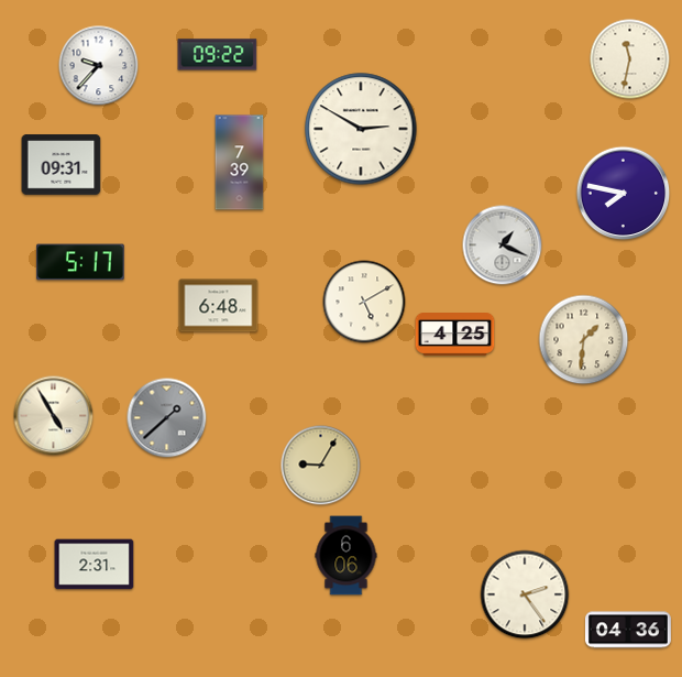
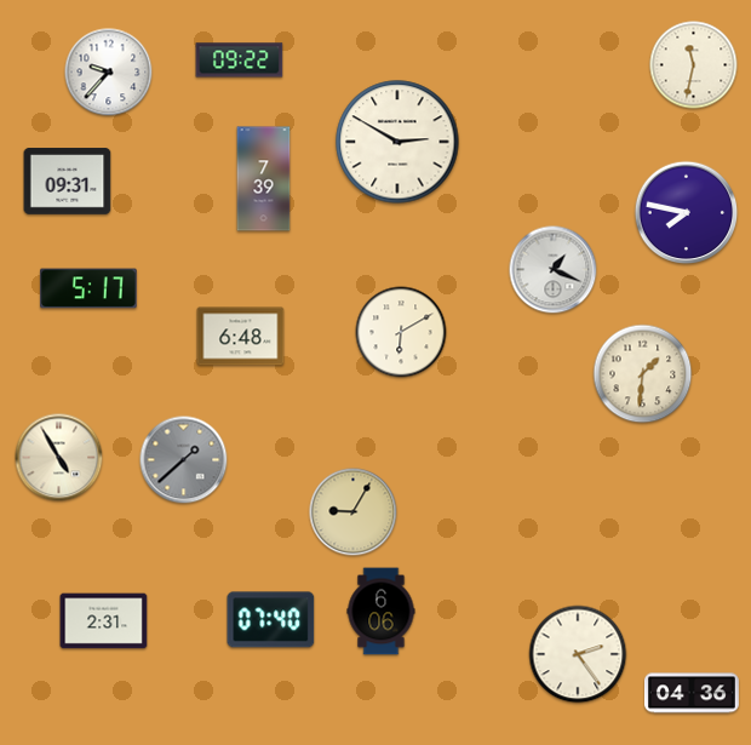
clock at (364, 302): 5:10 -> 6:10
clock at (455, 335): 4:25 -> none
clock at (271, 620): none -> 07:40
